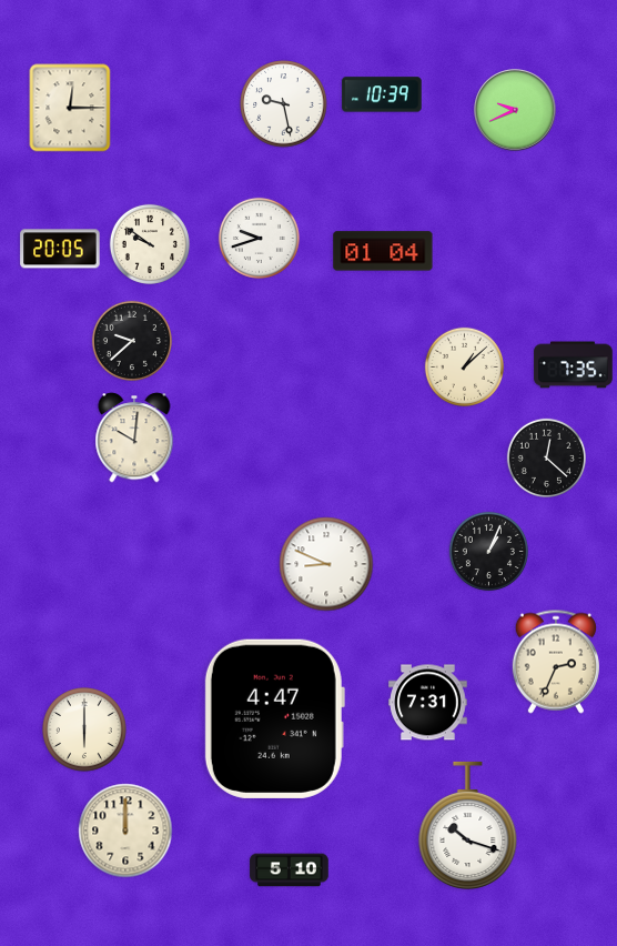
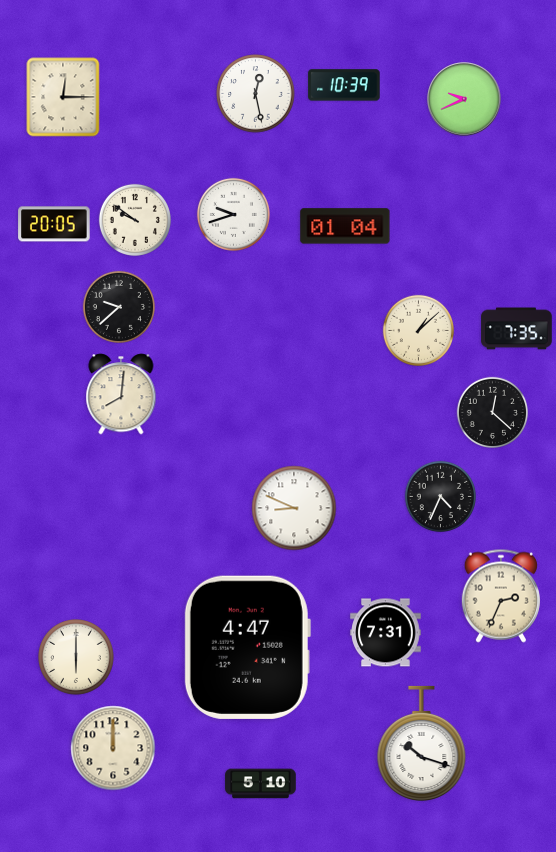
clock at (284, 104): 9:28 -> 12:28
clock at (134, 437): 10:01 -> 8:01
clock at (488, 551): 1:04 -> 4:34
